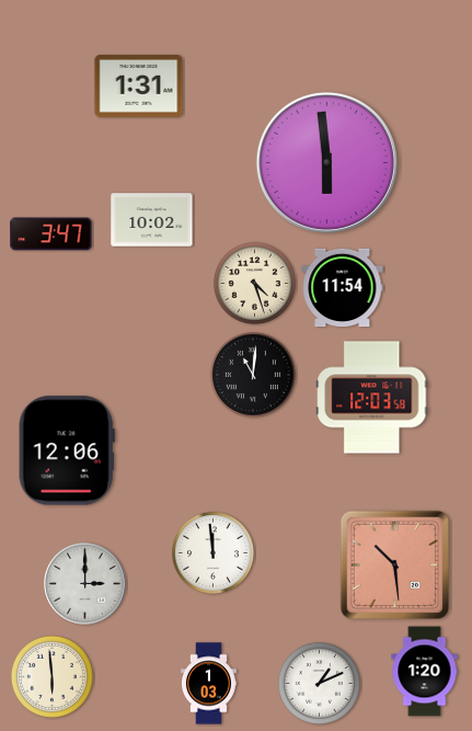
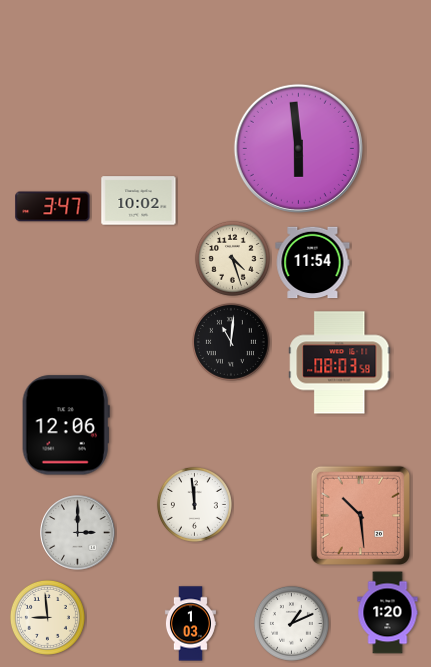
clock at (139, 85): 1:31 -> none
clock at (51, 235) position: (51, 235) -> (53, 207)
clock at (372, 398): 12:03 -> 08:03
clock at (67, 450) position: (67, 450) -> (66, 425)
clock at (51, 676): 5:59 -> 8:59
